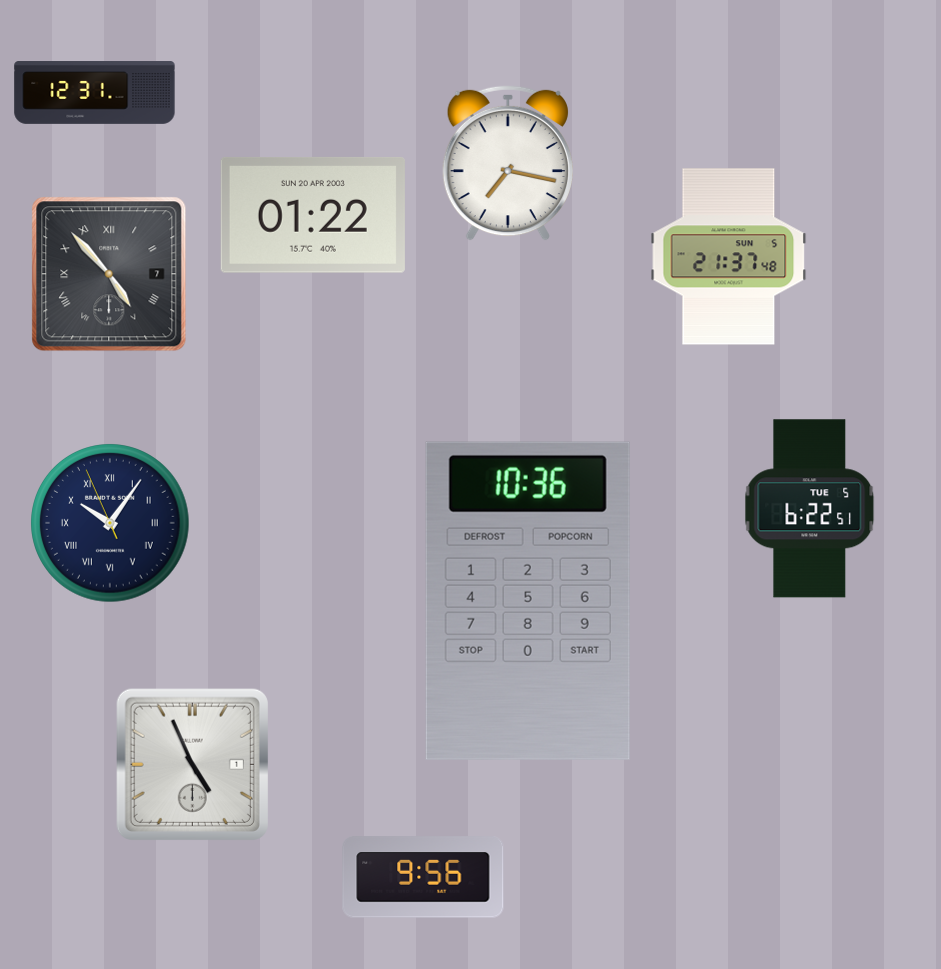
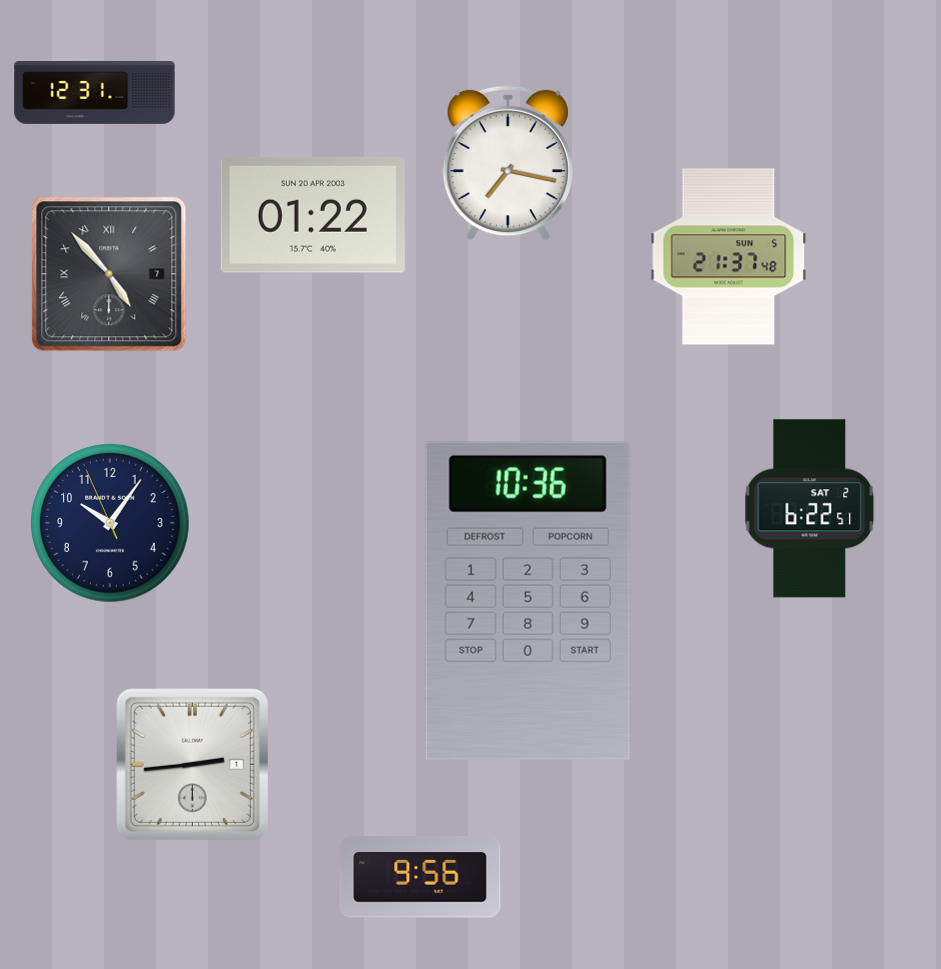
clock at (810, 509) date: TUE 5 -> SAT 2
clock at (110, 523) numerals: Roman -> Arabic
clock at (192, 764): 4:56 -> 2:44
clock at (423, 877) position: (423, 877) -> (420, 877)
